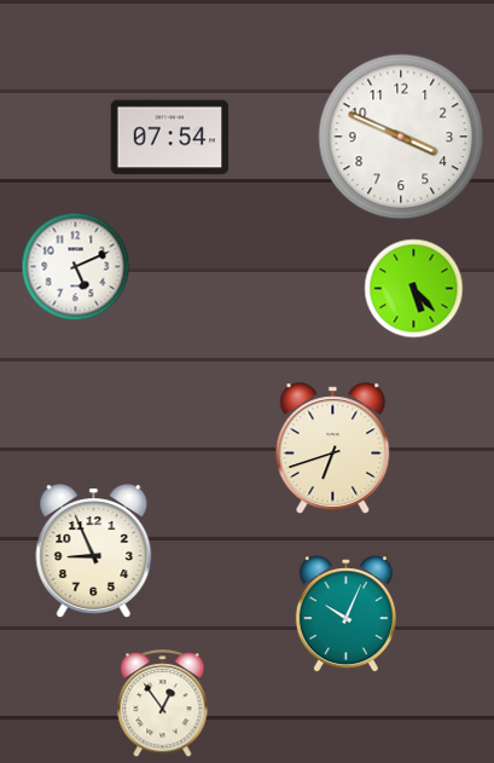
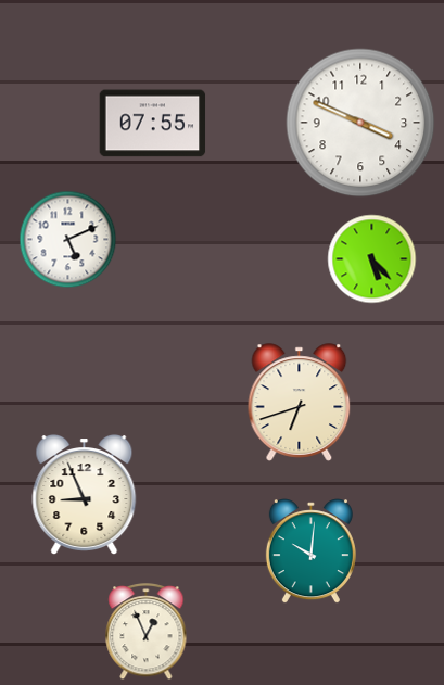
clock at (170, 138): 07:54 -> 07:55
clock at (345, 614): 10:04 -> 10:01
clock at (163, 705): 12:54 -> 12:56
